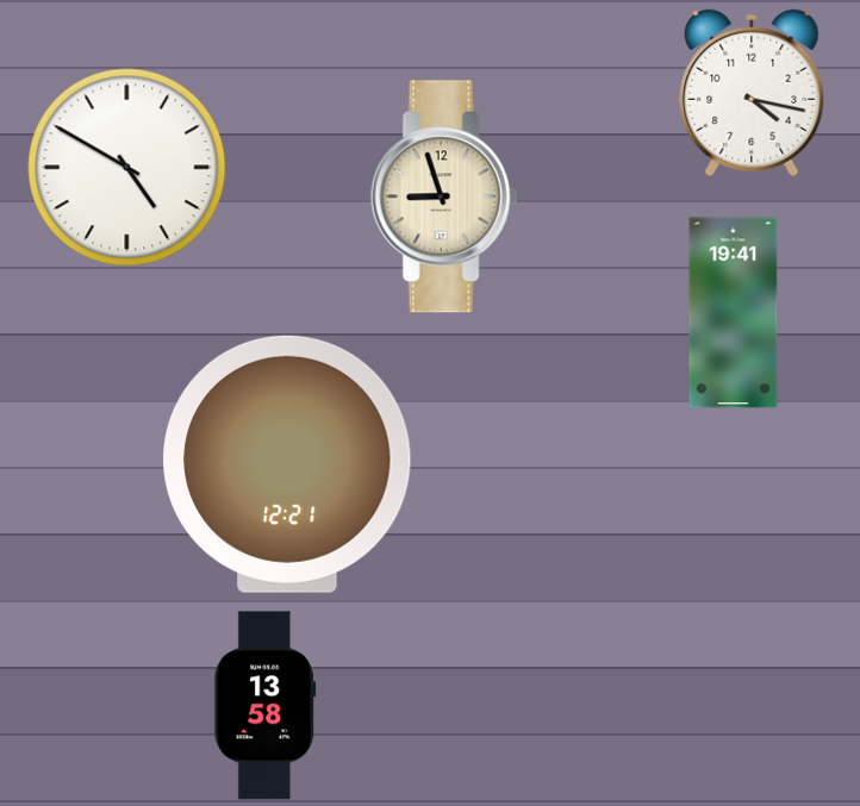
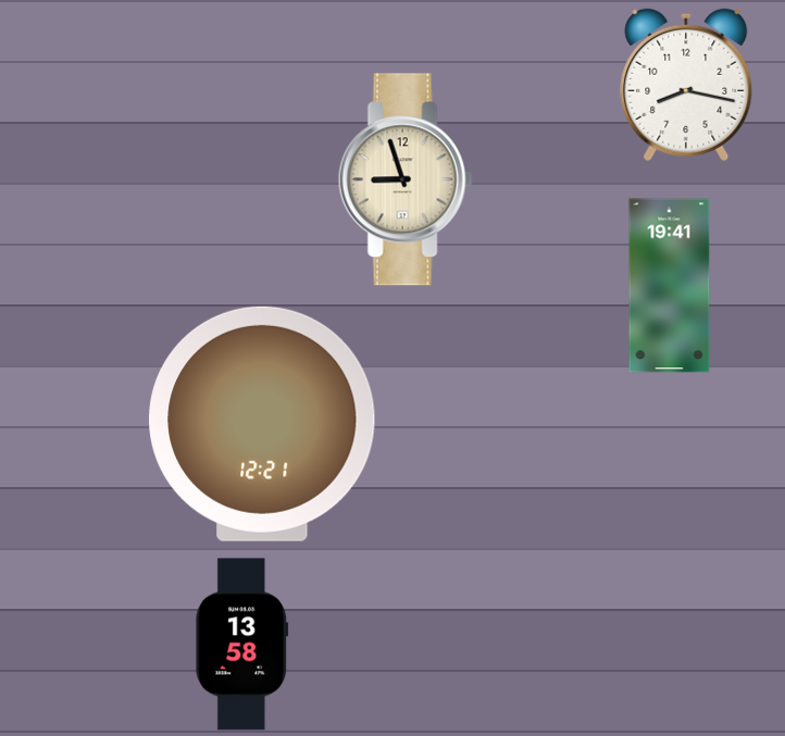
clock at (752, 93): 4:17 -> 8:17
clock at (127, 168): 4:50 -> none
